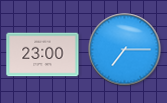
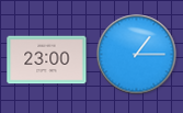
clock at (125, 50): 7:15 -> 1:15
